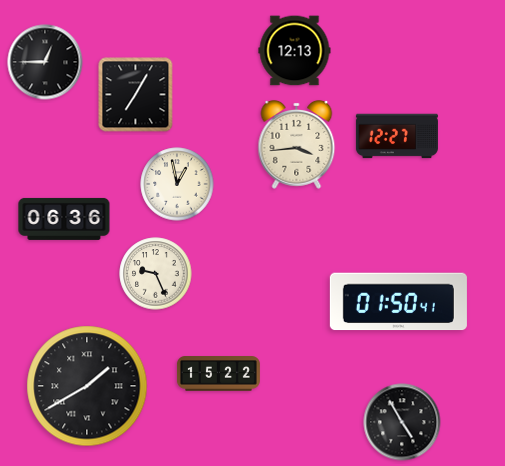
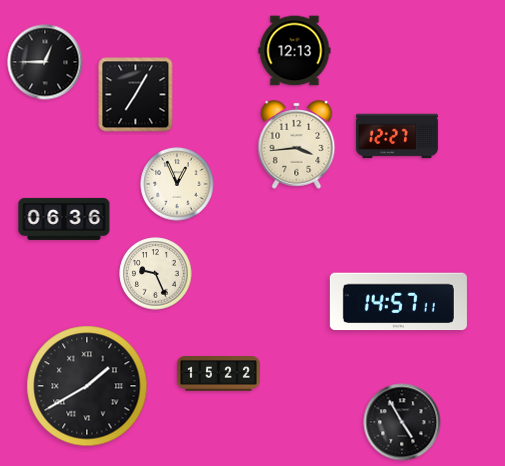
clock at (177, 184): 12:58 -> 12:56
clock at (398, 302): 01:50 -> 14:57
